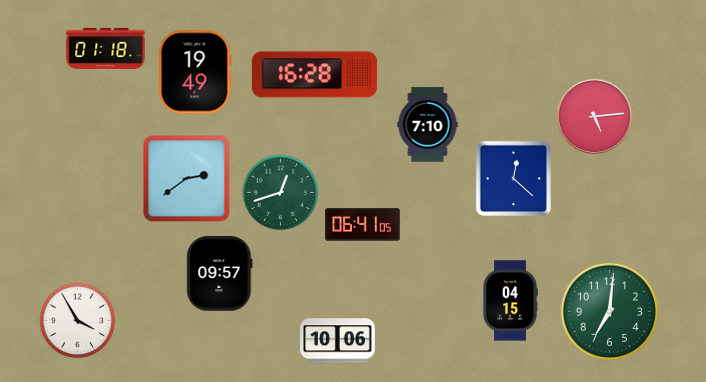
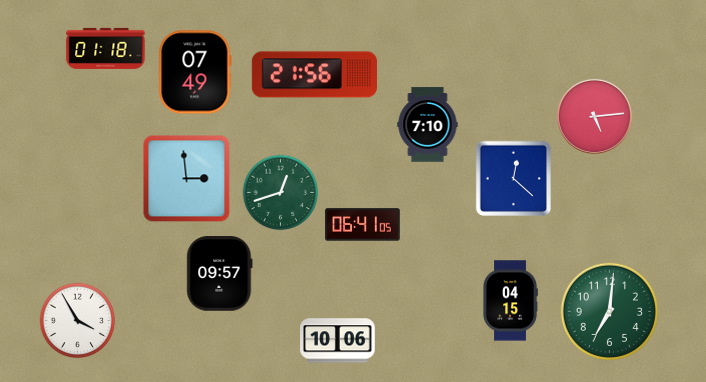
clock at (195, 72): 19:49 -> 07:49
clock at (314, 75): 16:28 -> 21:56
clock at (187, 179): 2:39 -> 2:59
